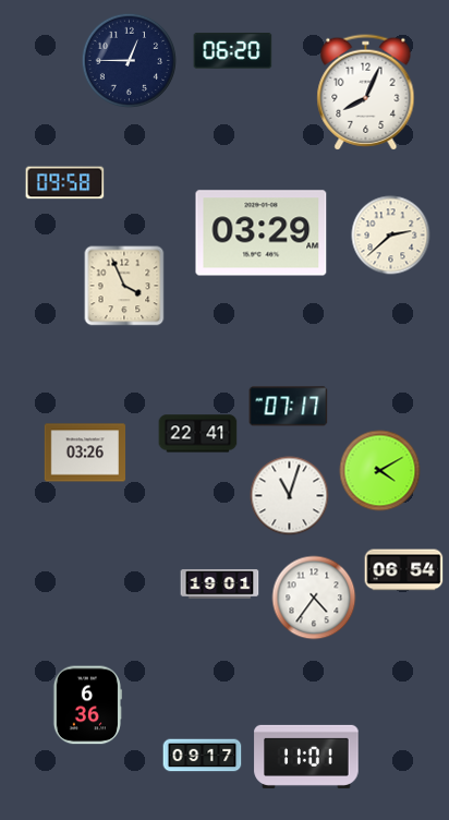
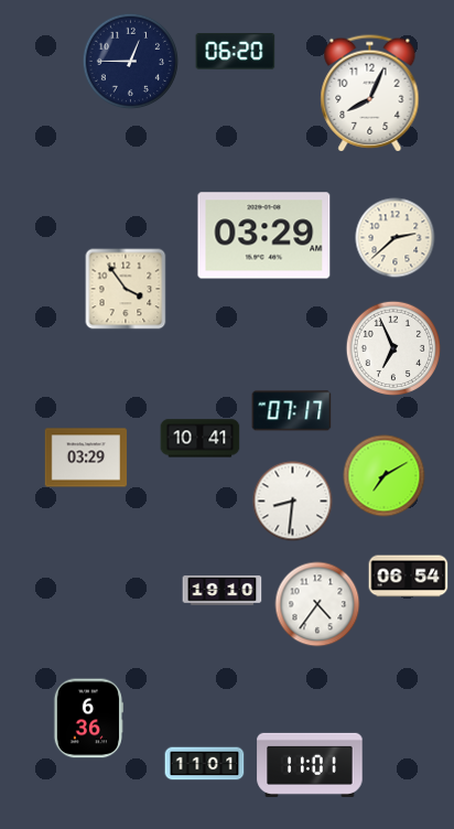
clock at (65, 183): 09:58 -> none
clock at (124, 286): 3:56 -> 3:54
clock at (393, 348): none -> 6:56
clock at (198, 434): 22:41 -> 10:41
clock at (85, 453): 03:26 -> 03:29
clock at (380, 471): 4:10 -> 7:10
clock at (290, 496): 11:03 -> 8:31
clock at (220, 584): 19:01 -> 19:10
clock at (87, 706) position: (87, 706) -> (88, 719)
clock at (203, 756): 09:17 -> 11:01
